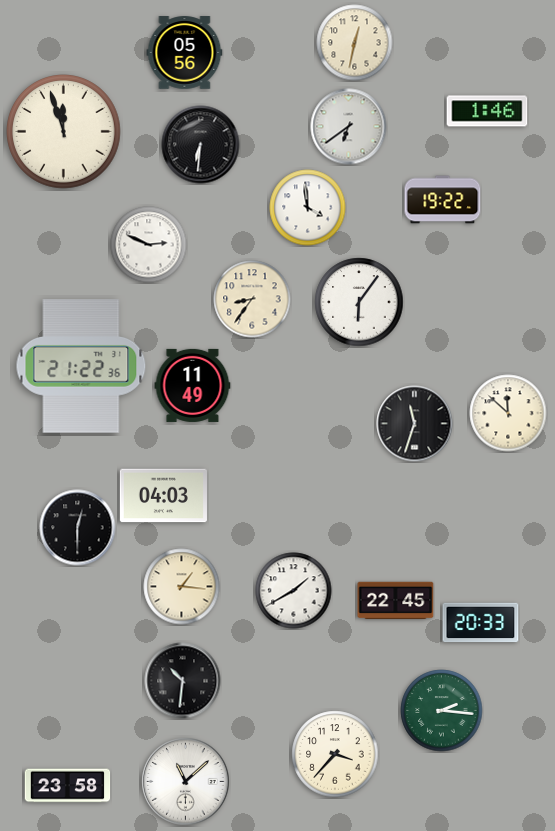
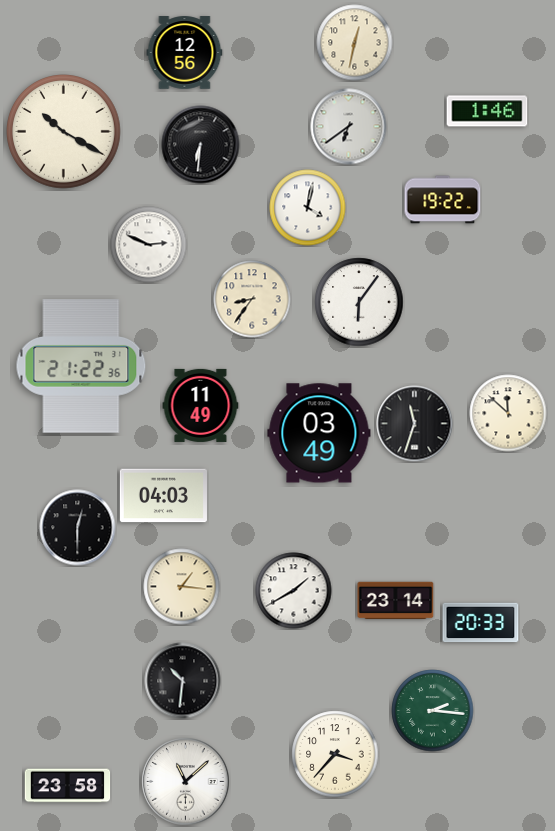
clock at (185, 53): 05:56 -> 12:56
clock at (64, 132): 11:57 -> 10:20
clock at (308, 208): 3:59 -> 4:02
clock at (193, 385) position: (193, 385) -> (201, 405)
clock at (319, 433): none -> 03:49
clock at (396, 601): 22:45 -> 23:14
clock at (442, 711) position: (442, 711) -> (433, 711)
